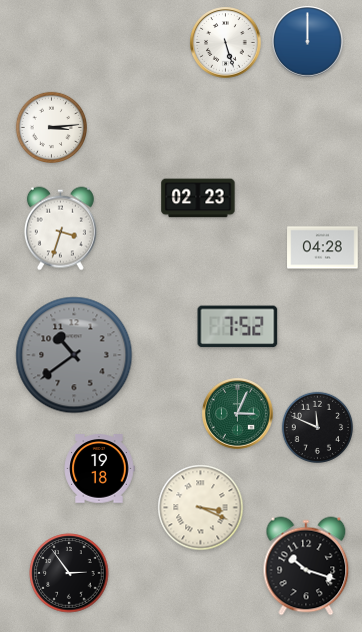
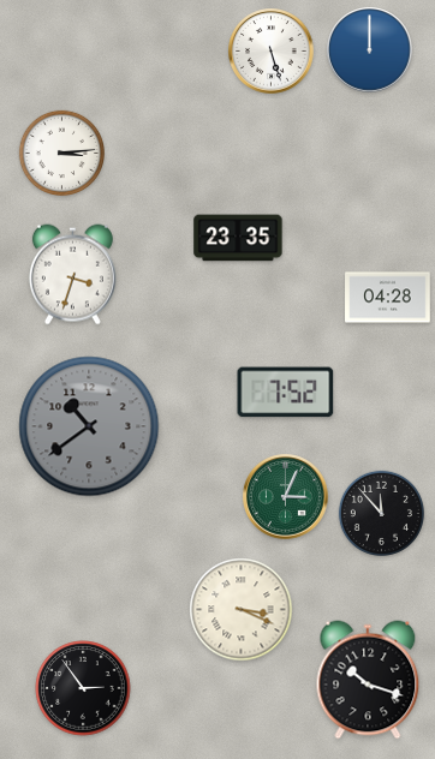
clock at (198, 198): 02:23 -> 23:35
clock at (317, 427): 11:49 -> 11:53
clock at (99, 469): 19:18 -> none
